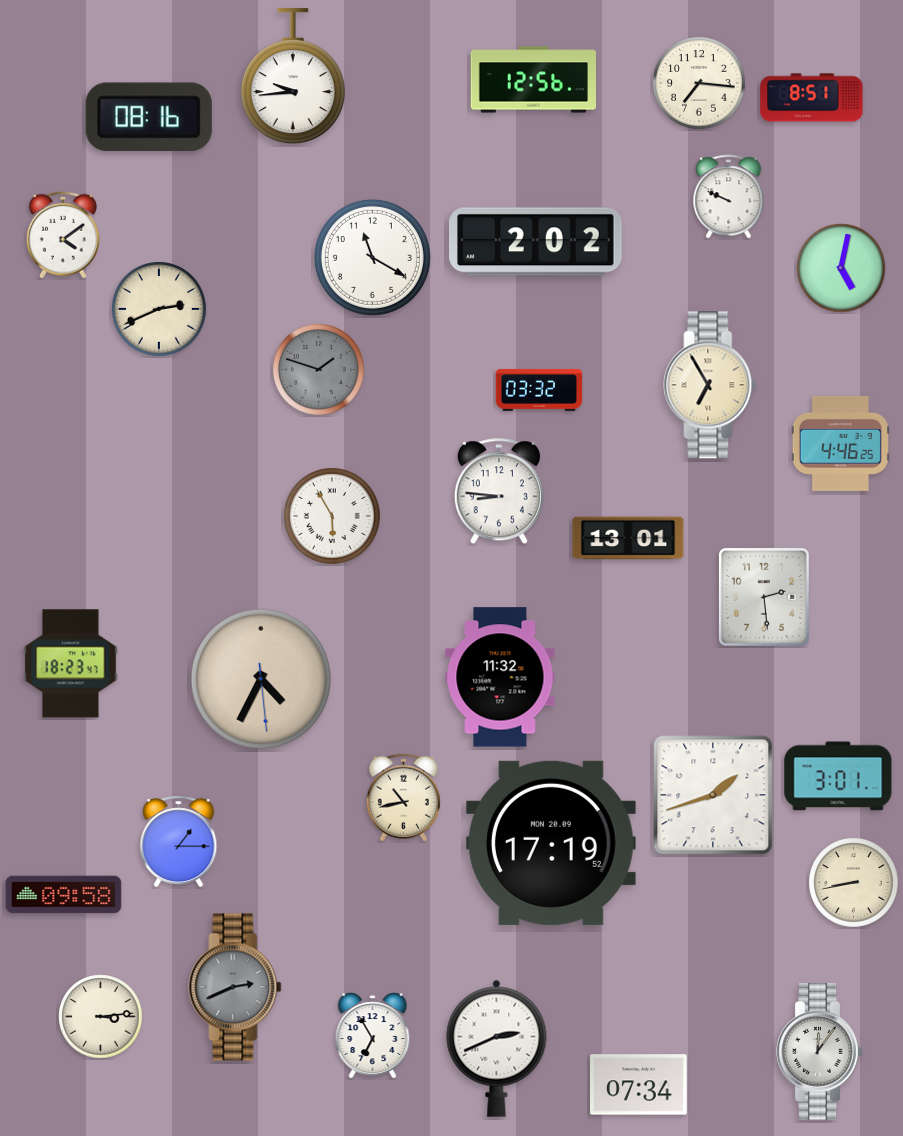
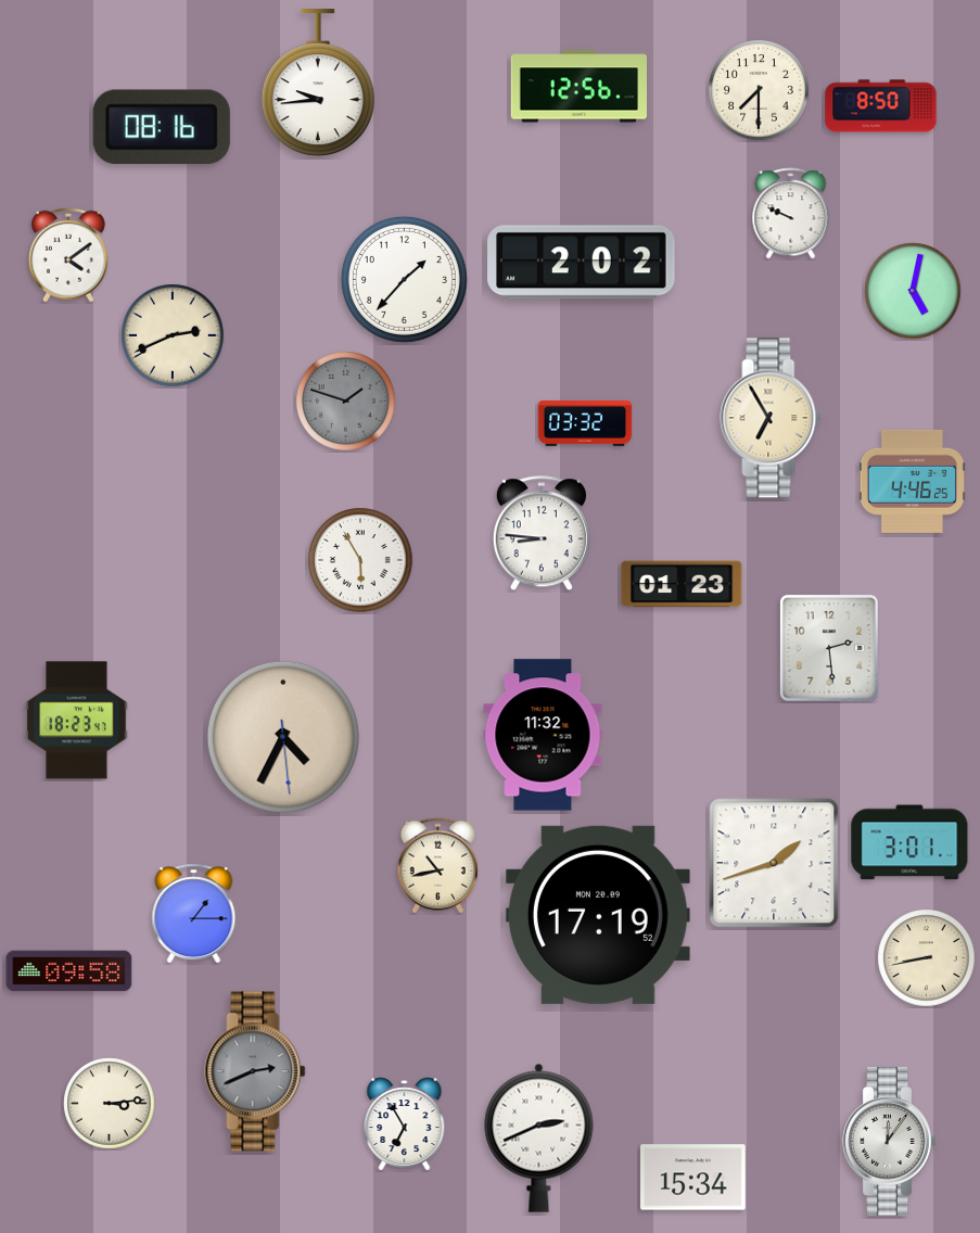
clock at (699, 83): 7:16 -> 7:30
clock at (812, 98): 8:51 -> 8:50
clock at (372, 257): 11:20 -> 1:37
clock at (628, 538): 13:01 -> 01:23
clock at (639, 1085): 07:34 -> 15:34
